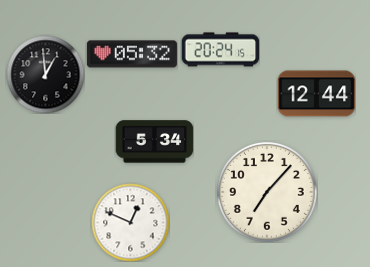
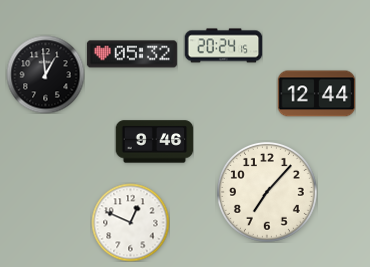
clock at (220, 50) position: (220, 50) -> (223, 46)
clock at (154, 142): 5:34 -> 9:46
